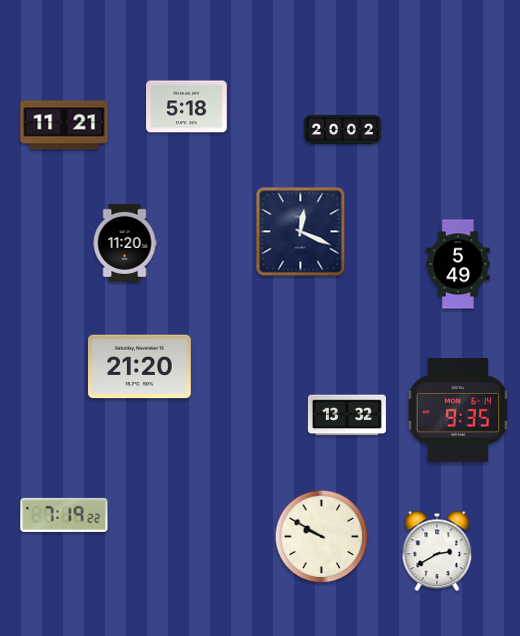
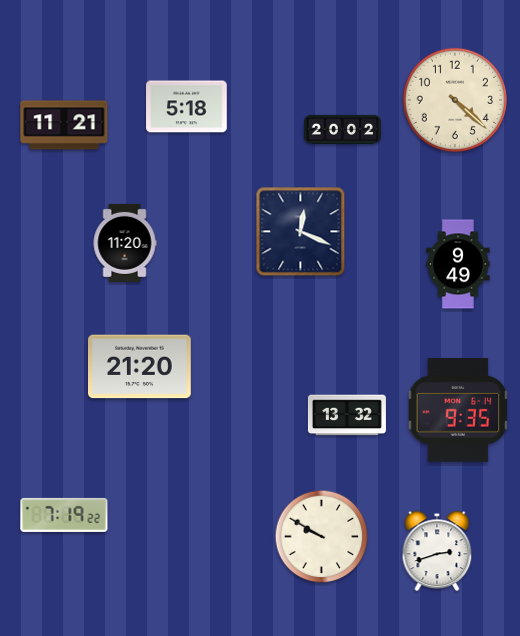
clock at (455, 100): none -> 4:22
clock at (458, 264): 5:49 -> 9:49
clock at (437, 551): 2:40 -> 2:42
